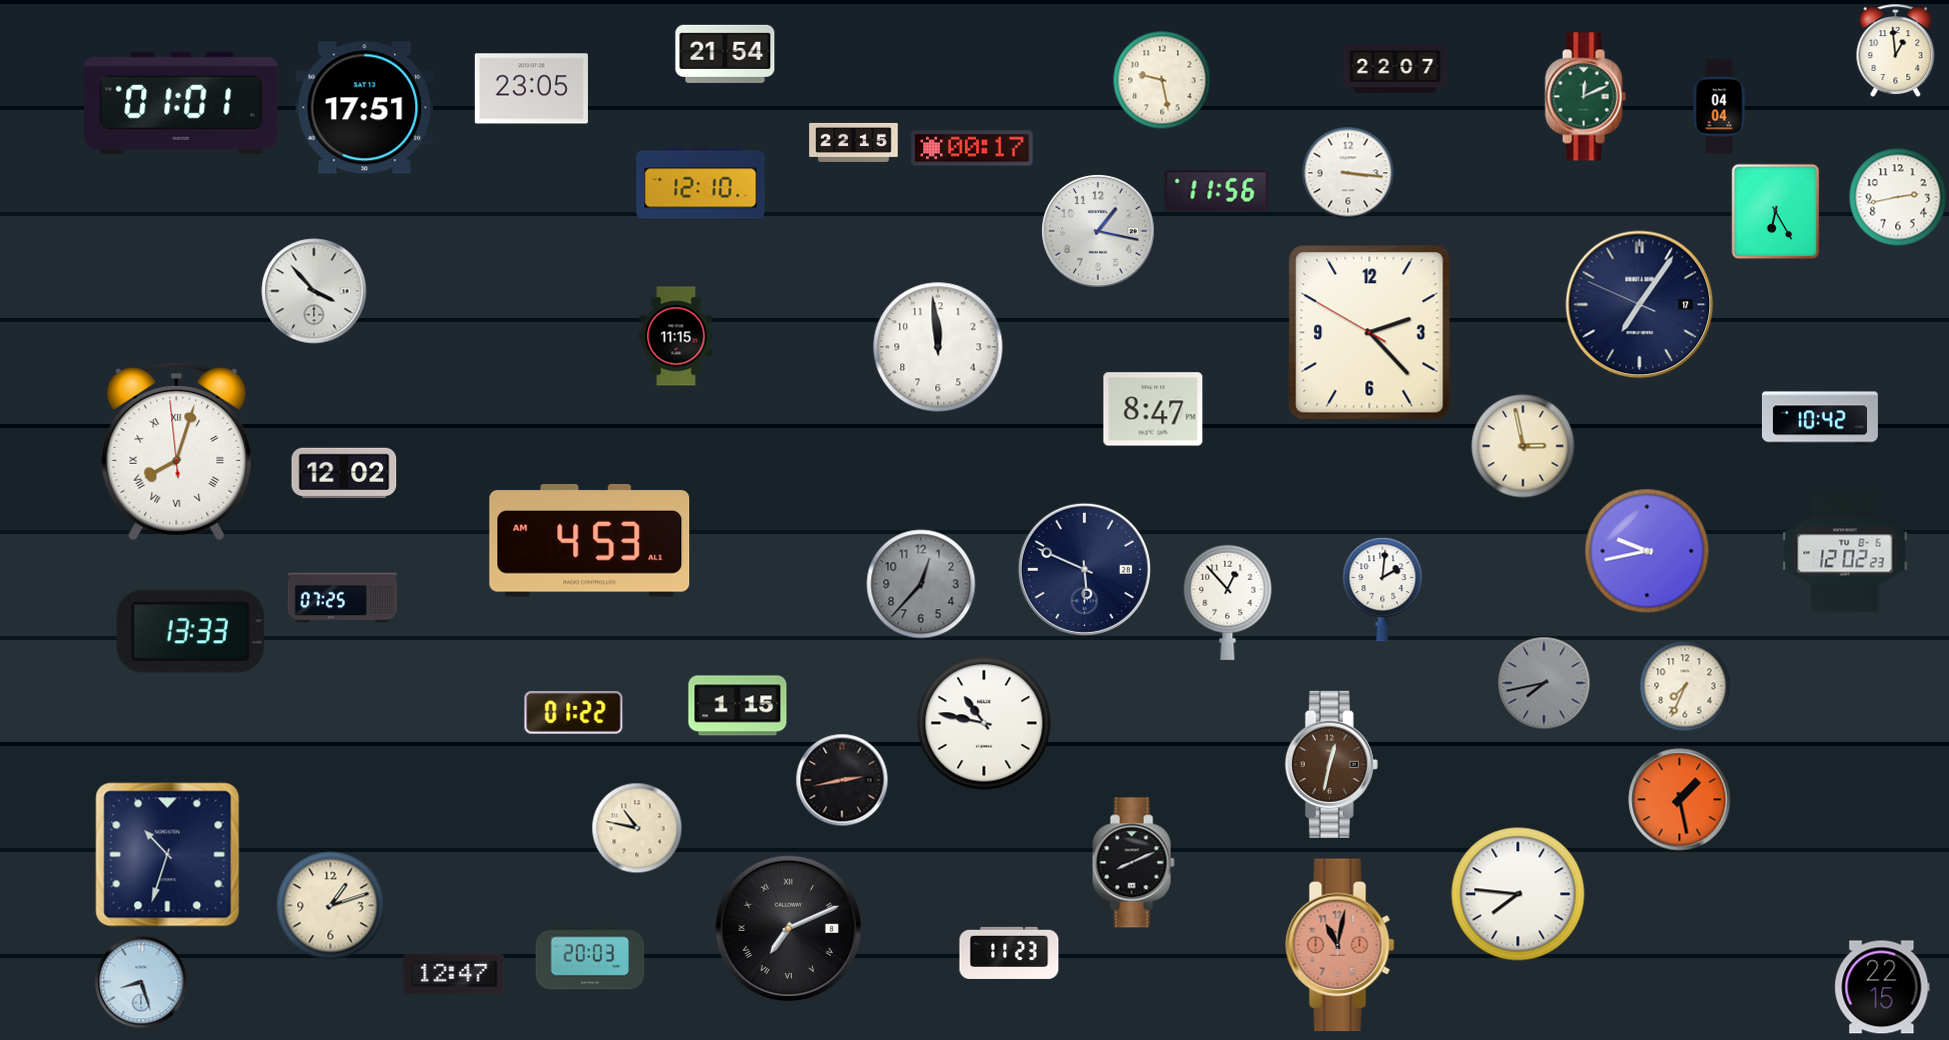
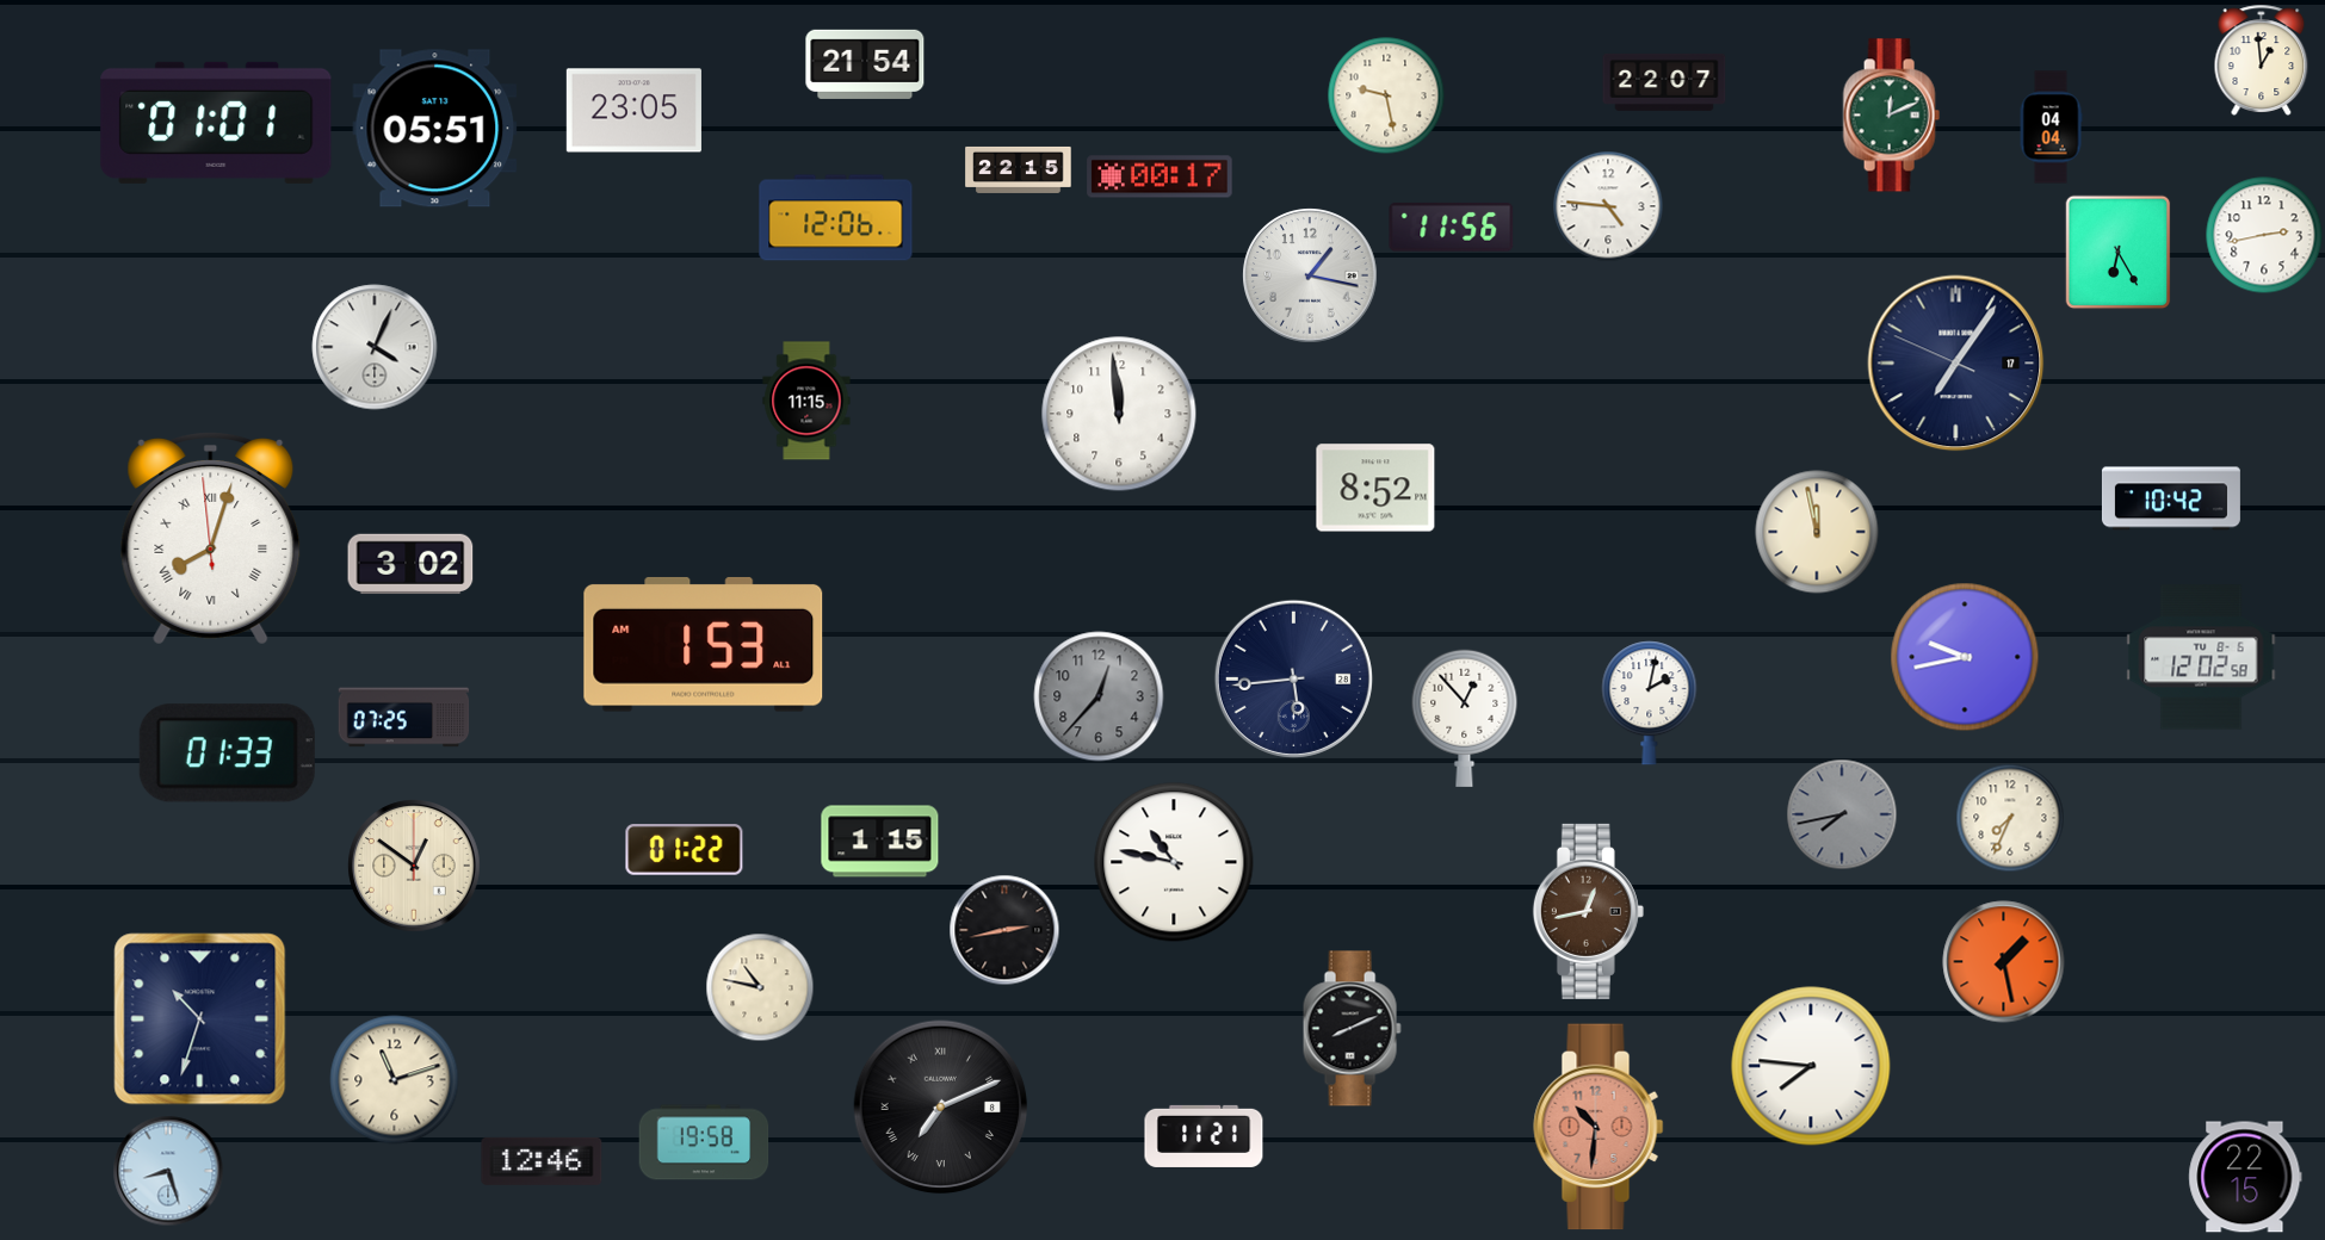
clock at (531, 89) position: (531, 89) -> (633, 111)
clock at (365, 108): 17:51 -> 05:51
clock at (1348, 173): 3:16 -> 4:46
clock at (701, 183): 12:10 -> 12:06
clock at (314, 291): 3:53 -> 4:04
clock at (1370, 333): 2:22 -> none
clock at (1153, 409): 8:47 -> 8:52
clock at (1523, 446): 2:58 -> 11:58
clock at (344, 473): 12:02 -> 3:02
clock at (590, 540): 4:53 -> 1:53
clock at (1845, 551): 12:02:23 -> 12:02:58
clock at (1084, 569): 5:49 -> 5:44
clock at (1383, 590): 2:01 -> 2:02
clock at (343, 598) position: (343, 598) -> (404, 718)
clock at (190, 632): 13:33 -> 01:33
clock at (414, 866): none -> 12:51
clock at (1331, 764): 12:32 -> 12:43
clock at (1680, 800) position: (1680, 800) -> (2004, 962)
clock at (331, 906): 1:12 -> 11:12
clock at (1340, 945): 11:02 -> 10:31
clock at (1009, 953): 11:23 -> 11:21
clock at (590, 958): 20:03 -> 19:58
clock at (454, 974): 12:47 -> 12:46
